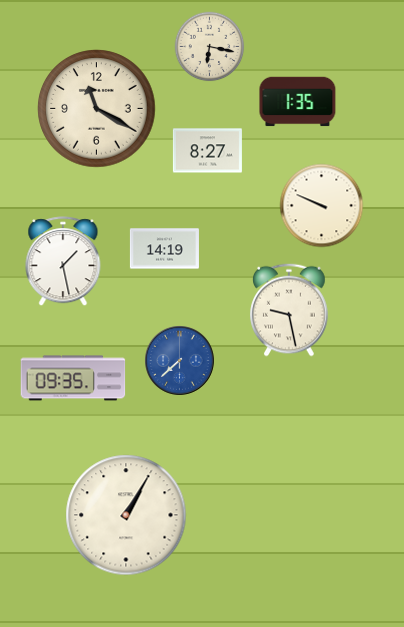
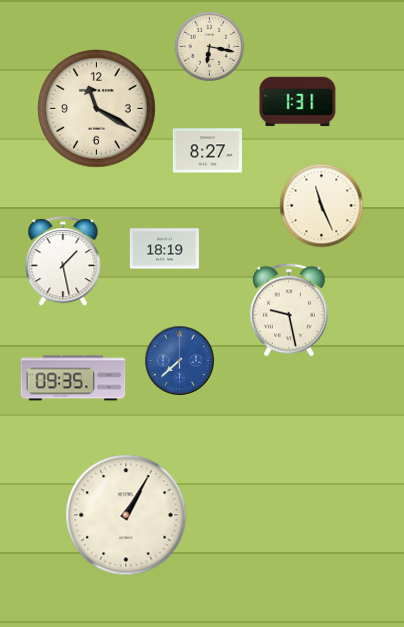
clock at (298, 102): 1:35 -> 1:31
clock at (322, 206): 9:49 -> 11:26
clock at (164, 249): 14:19 -> 18:19
